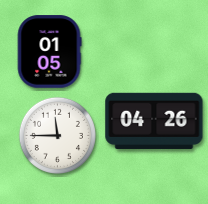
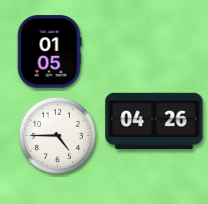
clock at (57, 135): 11:45 -> 4:45
